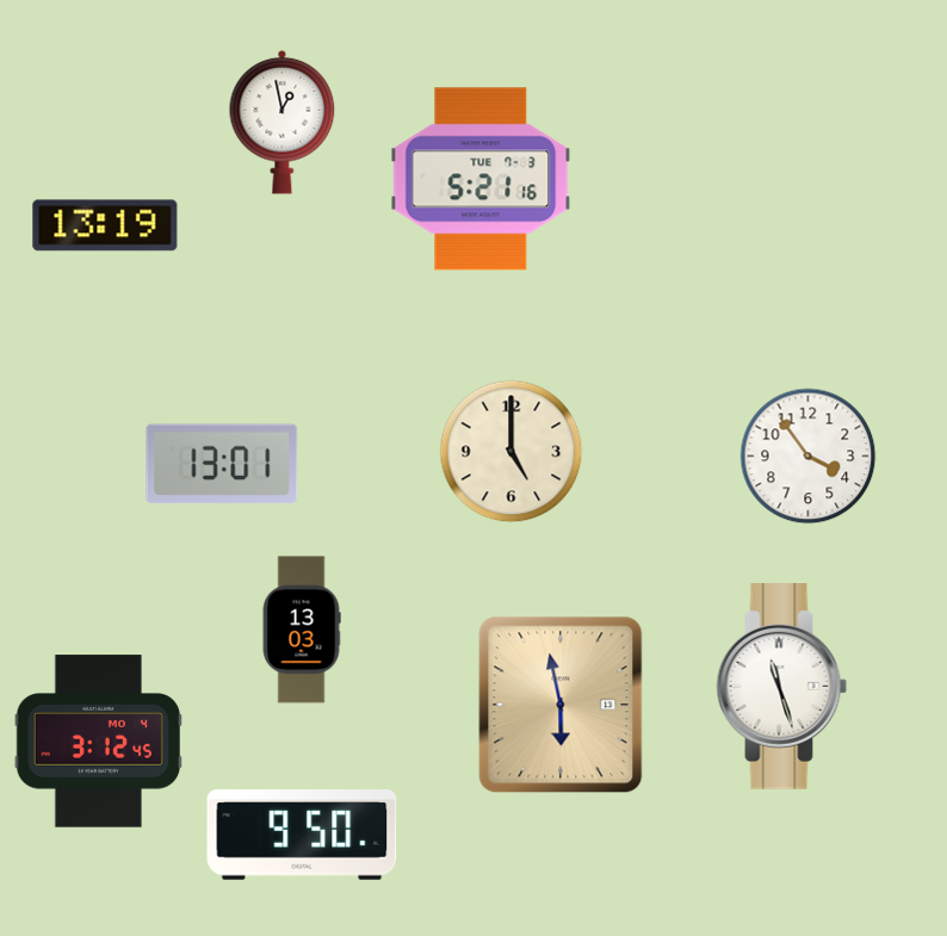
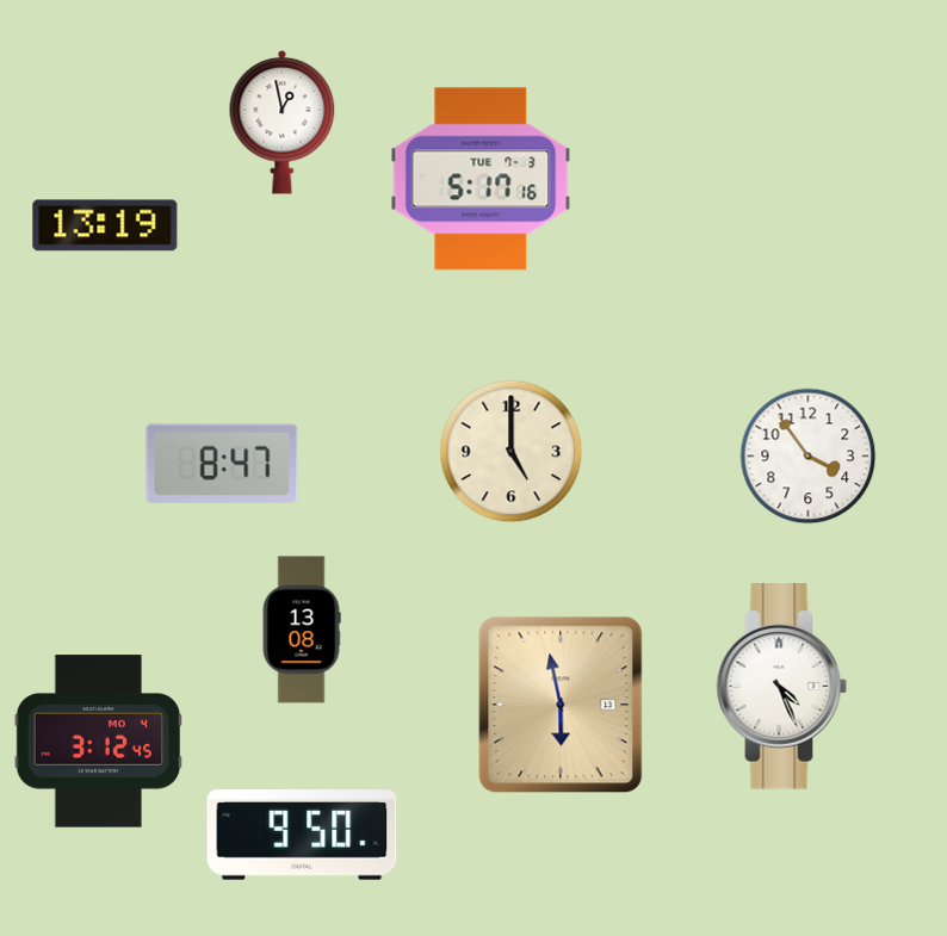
clock at (481, 179): 5:21 -> 5:17
clock at (222, 464): 13:01 -> 8:47
clock at (302, 630): 13:03 -> 13:08
clock at (782, 687): 11:27 -> 4:26
